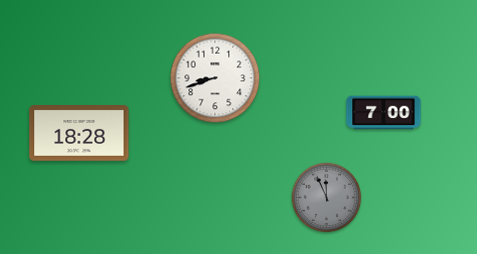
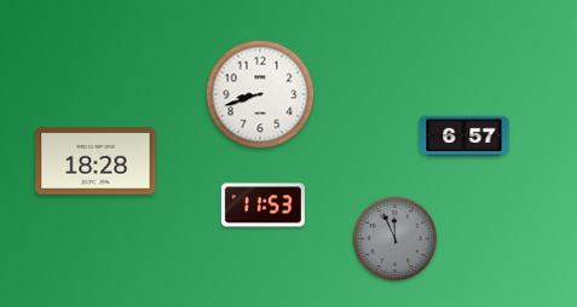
clock at (384, 113): 7:00 -> 6:57
clock at (262, 205): none -> 11:53
